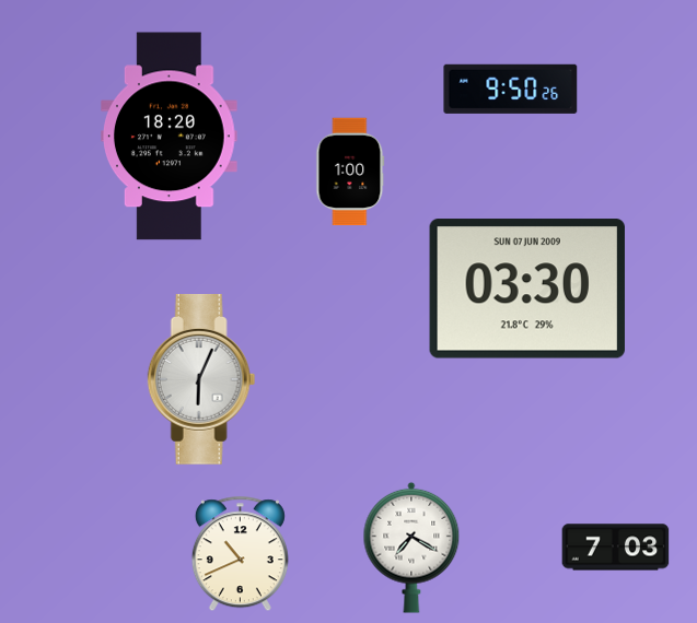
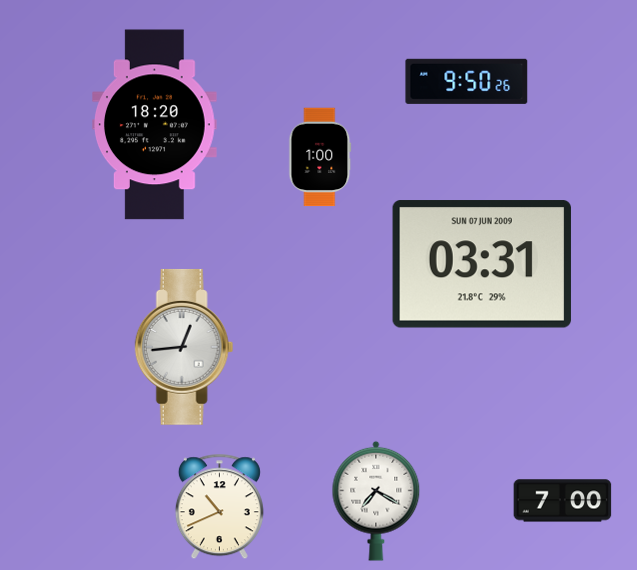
clock at (527, 289): 03:30 -> 03:31
clock at (201, 379): 6:04 -> 12:44
clock at (616, 548): 7:03 -> 7:00
